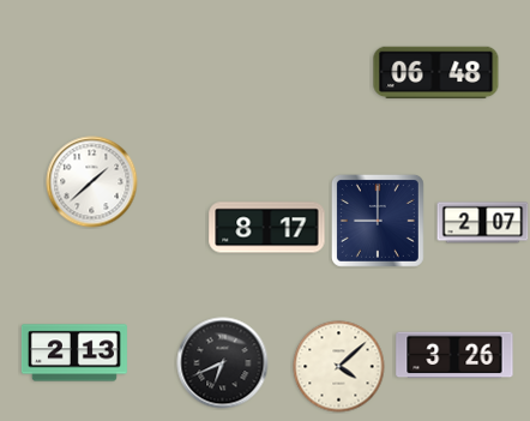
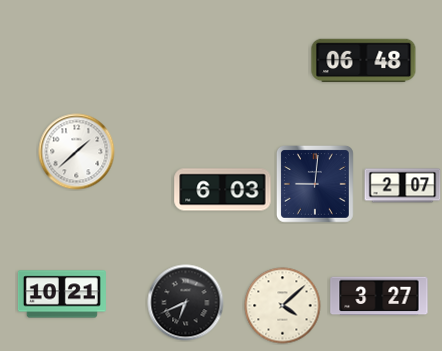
clock at (378, 221): 9:00 -> 9:01
clock at (267, 228): 8:17 -> 6:03
clock at (74, 353): 2:13 -> 10:21
clock at (454, 355): 3:26 -> 3:27
